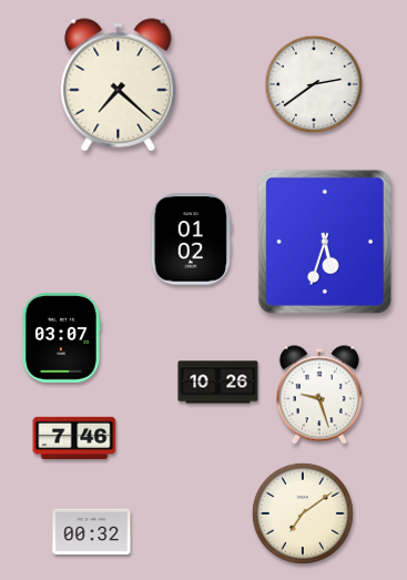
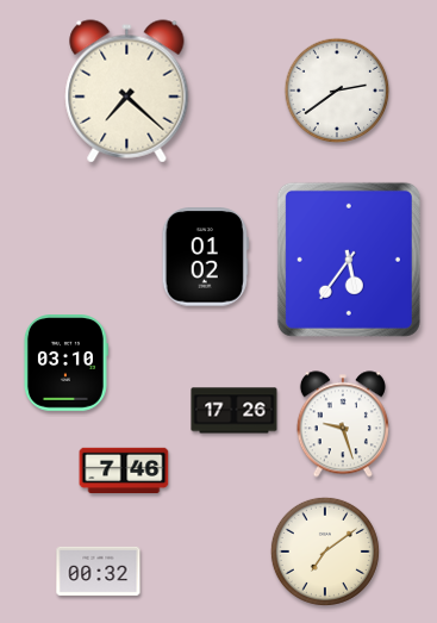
clock at (325, 242): 5:33 -> 5:36
clock at (61, 338): 03:07 -> 03:10
clock at (218, 383): 10:26 -> 17:26
clock at (74, 437) position: (74, 437) -> (124, 469)
